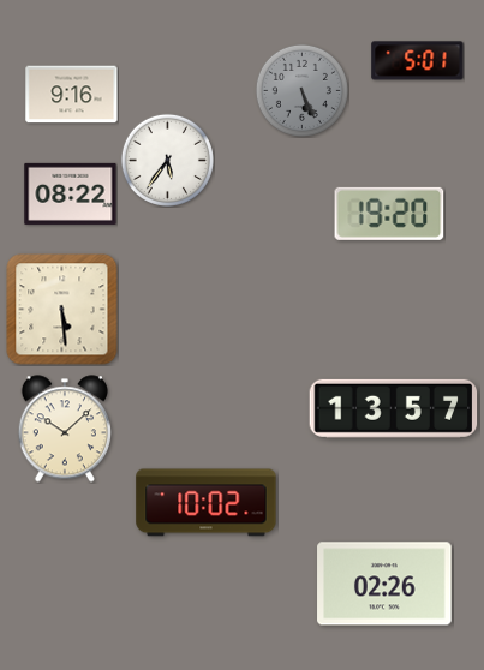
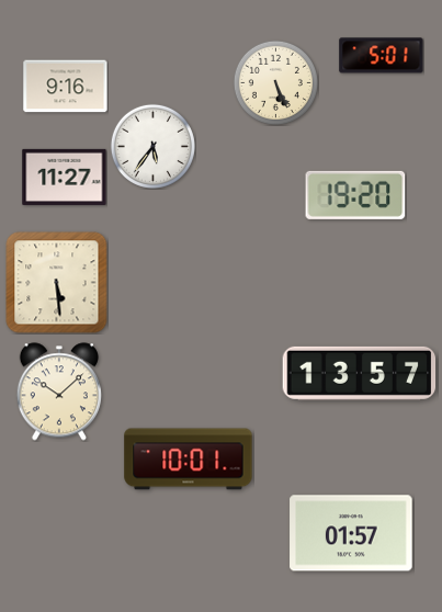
clock at (301, 90) dial: grey -> cream
clock at (71, 193): 08:22 -> 11:27
clock at (207, 503): 10:02 -> 10:01
clock at (384, 584): 02:26 -> 01:57
